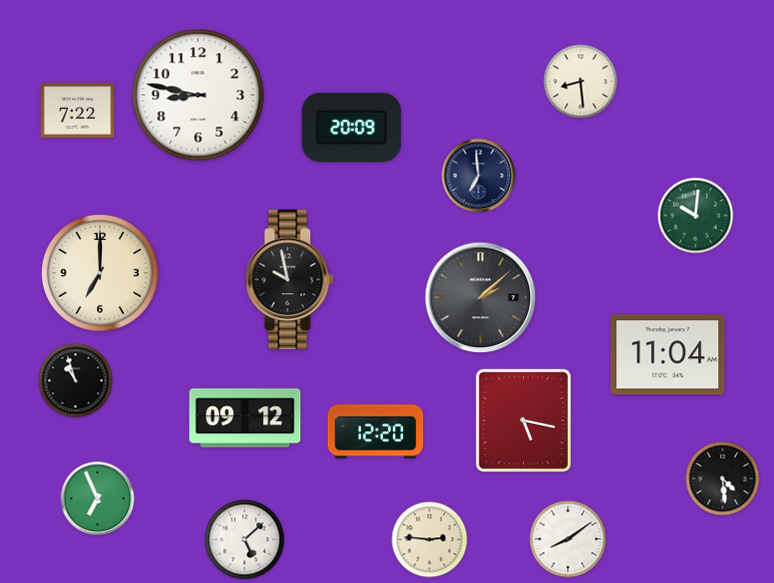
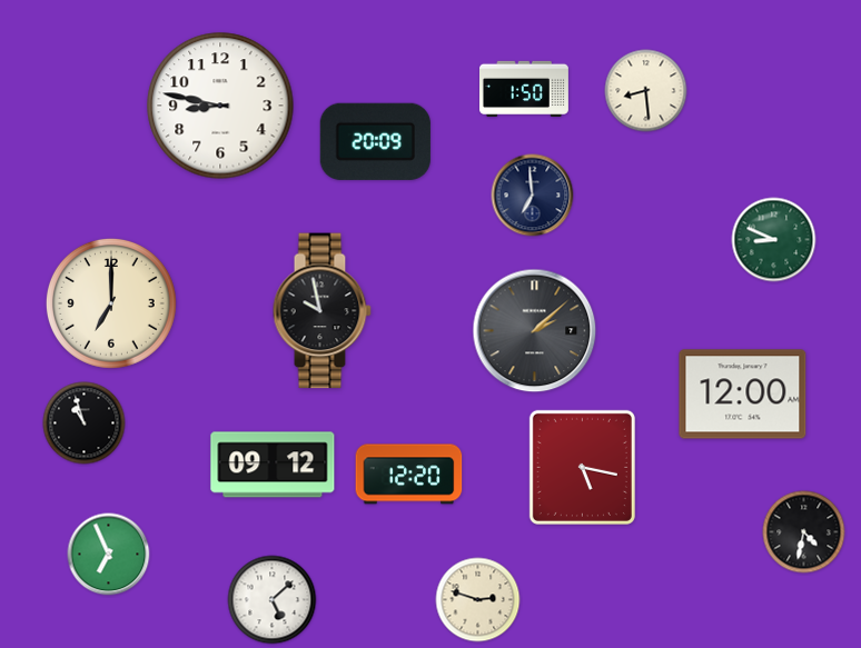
clock at (525, 88): none -> 1:50
clock at (78, 110): 7:22 -> none
clock at (351, 127) position: (351, 127) -> (375, 141)
clock at (696, 216): 10:01 -> 8:49
clock at (668, 355): 11:04 -> 12:00
clock at (376, 432) position: (376, 432) -> (409, 475)
clock at (723, 479): 4:29 -> 4:32
clock at (568, 539): 8:09 -> none
clock at (430, 540): 2:46 -> 2:48
